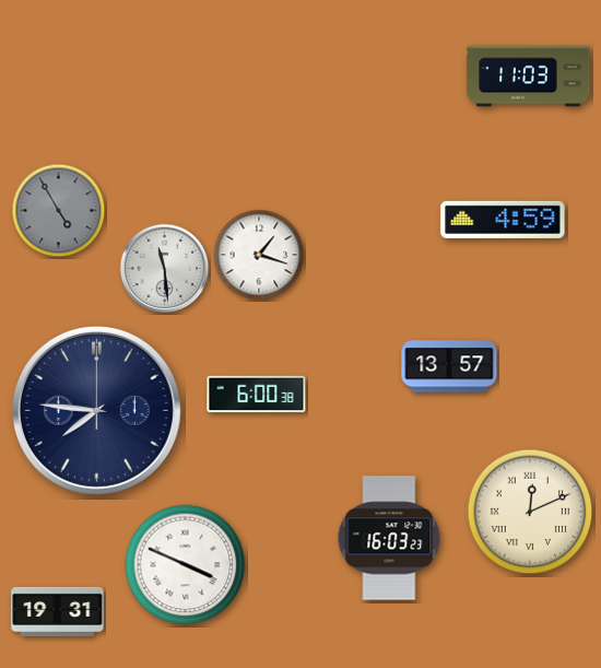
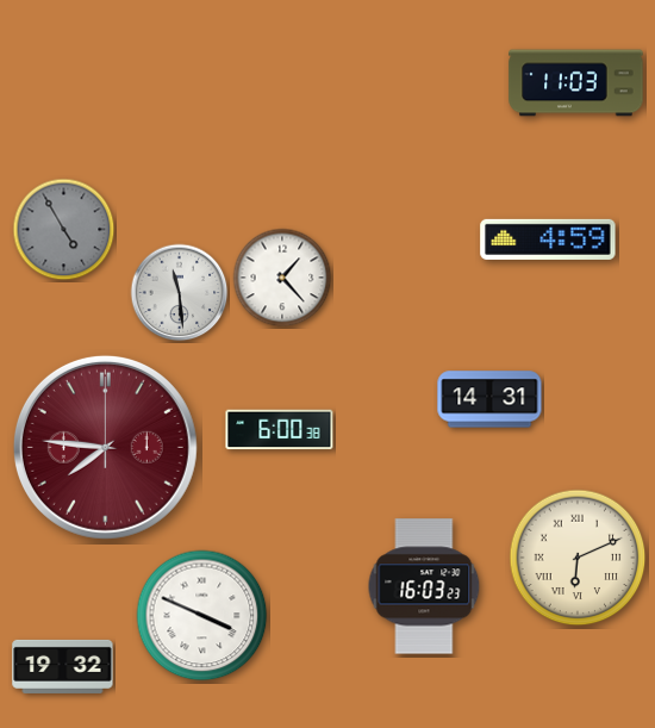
clock at (259, 255): 1:18 -> 1:23
clock at (449, 366): 13:57 -> 14:31
clock at (96, 410) dial: navy -> burgundy
clock at (530, 512): 12:11 -> 6:11
clock at (58, 611): 19:31 -> 19:32
